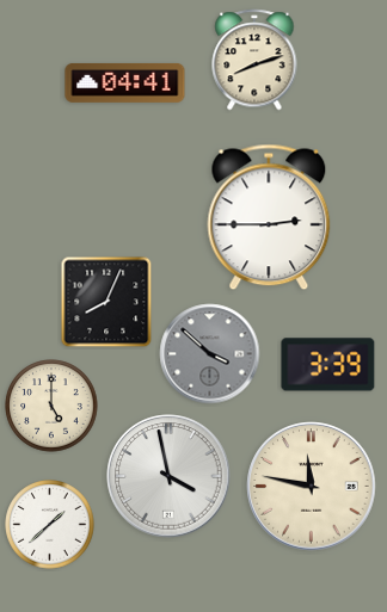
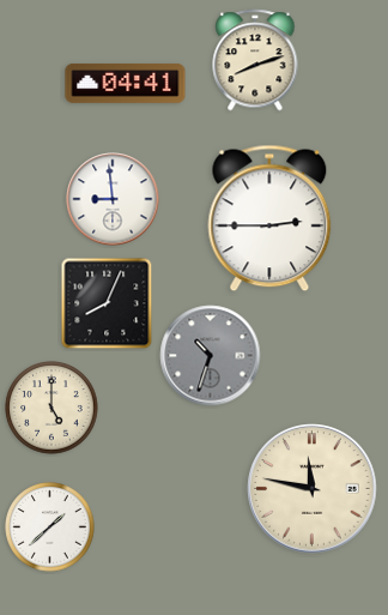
clock at (113, 199): none -> 8:59
clock at (210, 354): 3:52 -> 10:33
clock at (328, 365): 3:39 -> none
clock at (168, 476): 3:58 -> none
